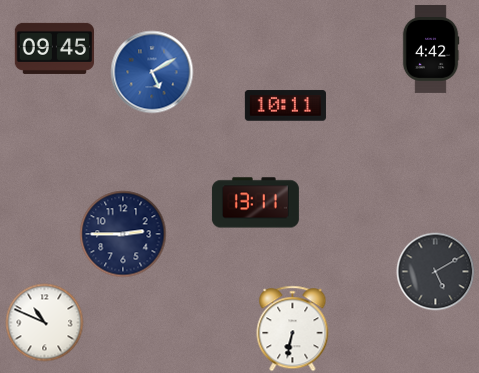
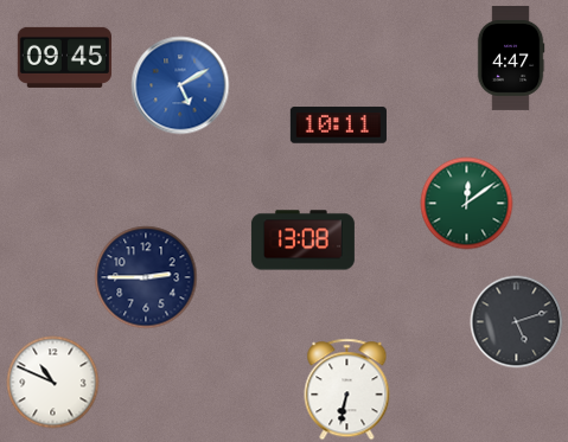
clock at (431, 49): 4:42 -> 4:47
clock at (466, 203): none -> 12:09
clock at (255, 203): 13:11 -> 13:08
clock at (435, 271): 5:10 -> 5:12
